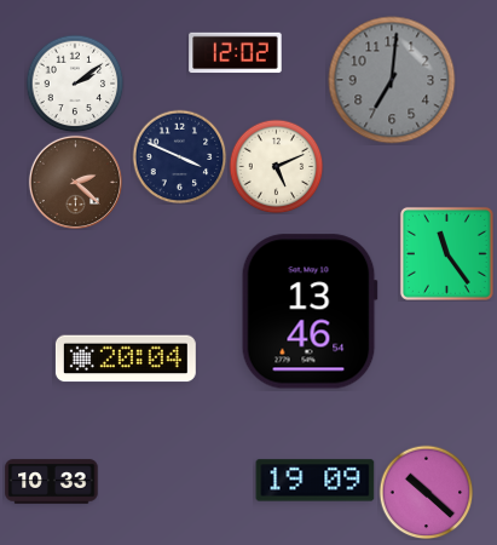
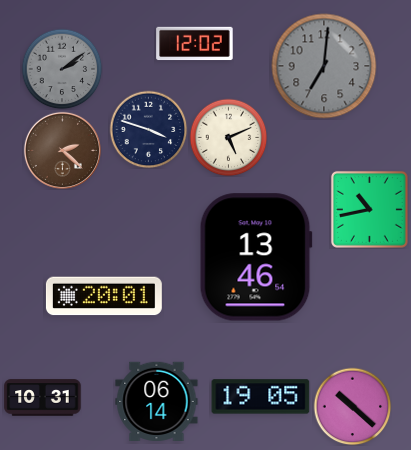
clock at (75, 84) dial: white -> grey
clock at (179, 156): 3:49 -> 3:48
clock at (446, 253): 11:24 -> 10:43
clock at (126, 358): 20:04 -> 20:01
clock at (316, 481): 19:09 -> 19:05
clock at (52, 482): 10:33 -> 10:31
clock at (157, 401): none -> 06:14
